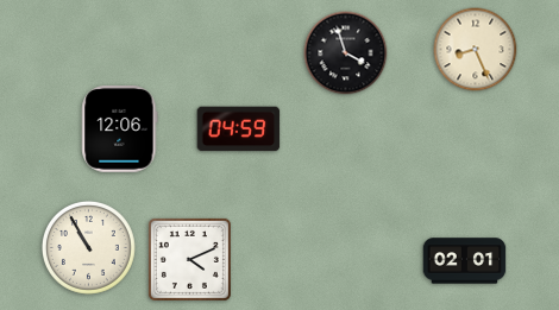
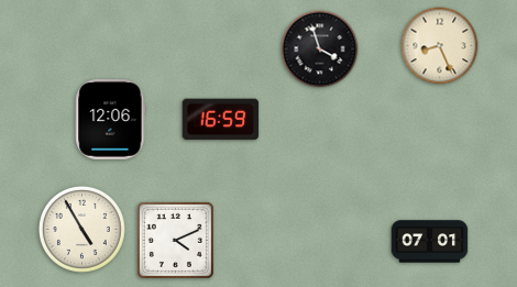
clock at (239, 129): 04:59 -> 16:59
clock at (89, 248): 10:55 -> 4:55
clock at (465, 261): 02:01 -> 07:01
